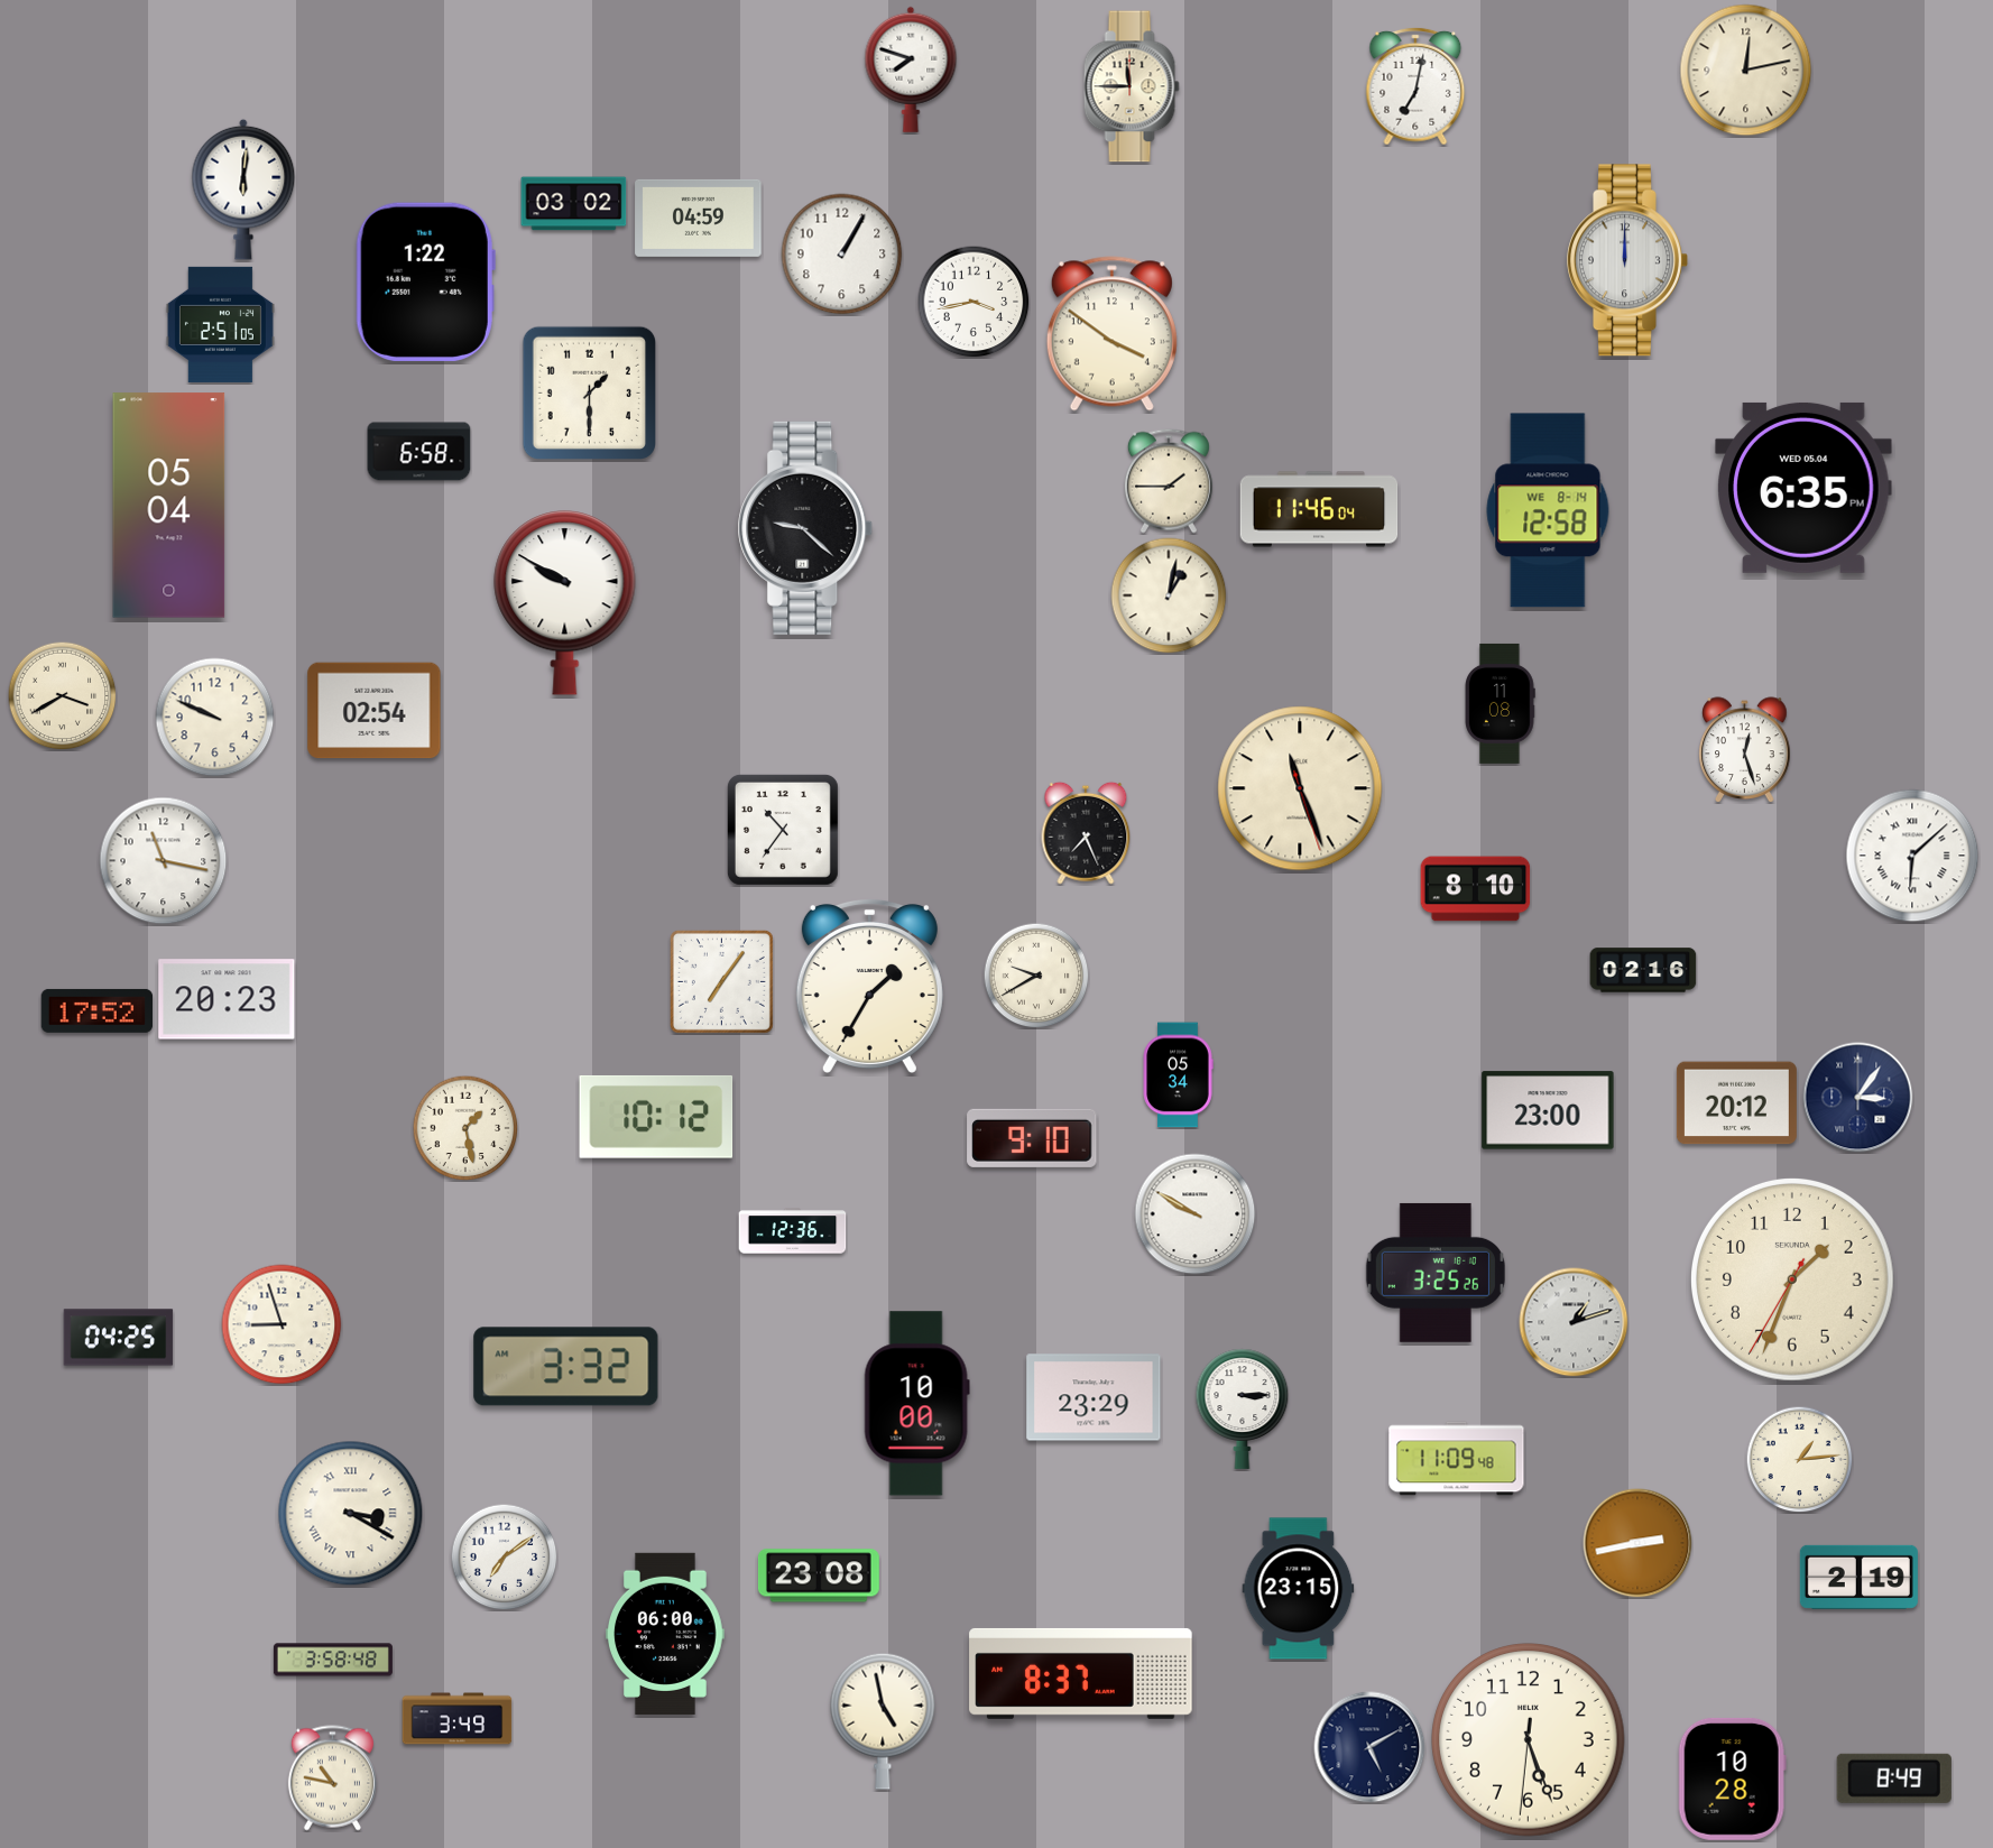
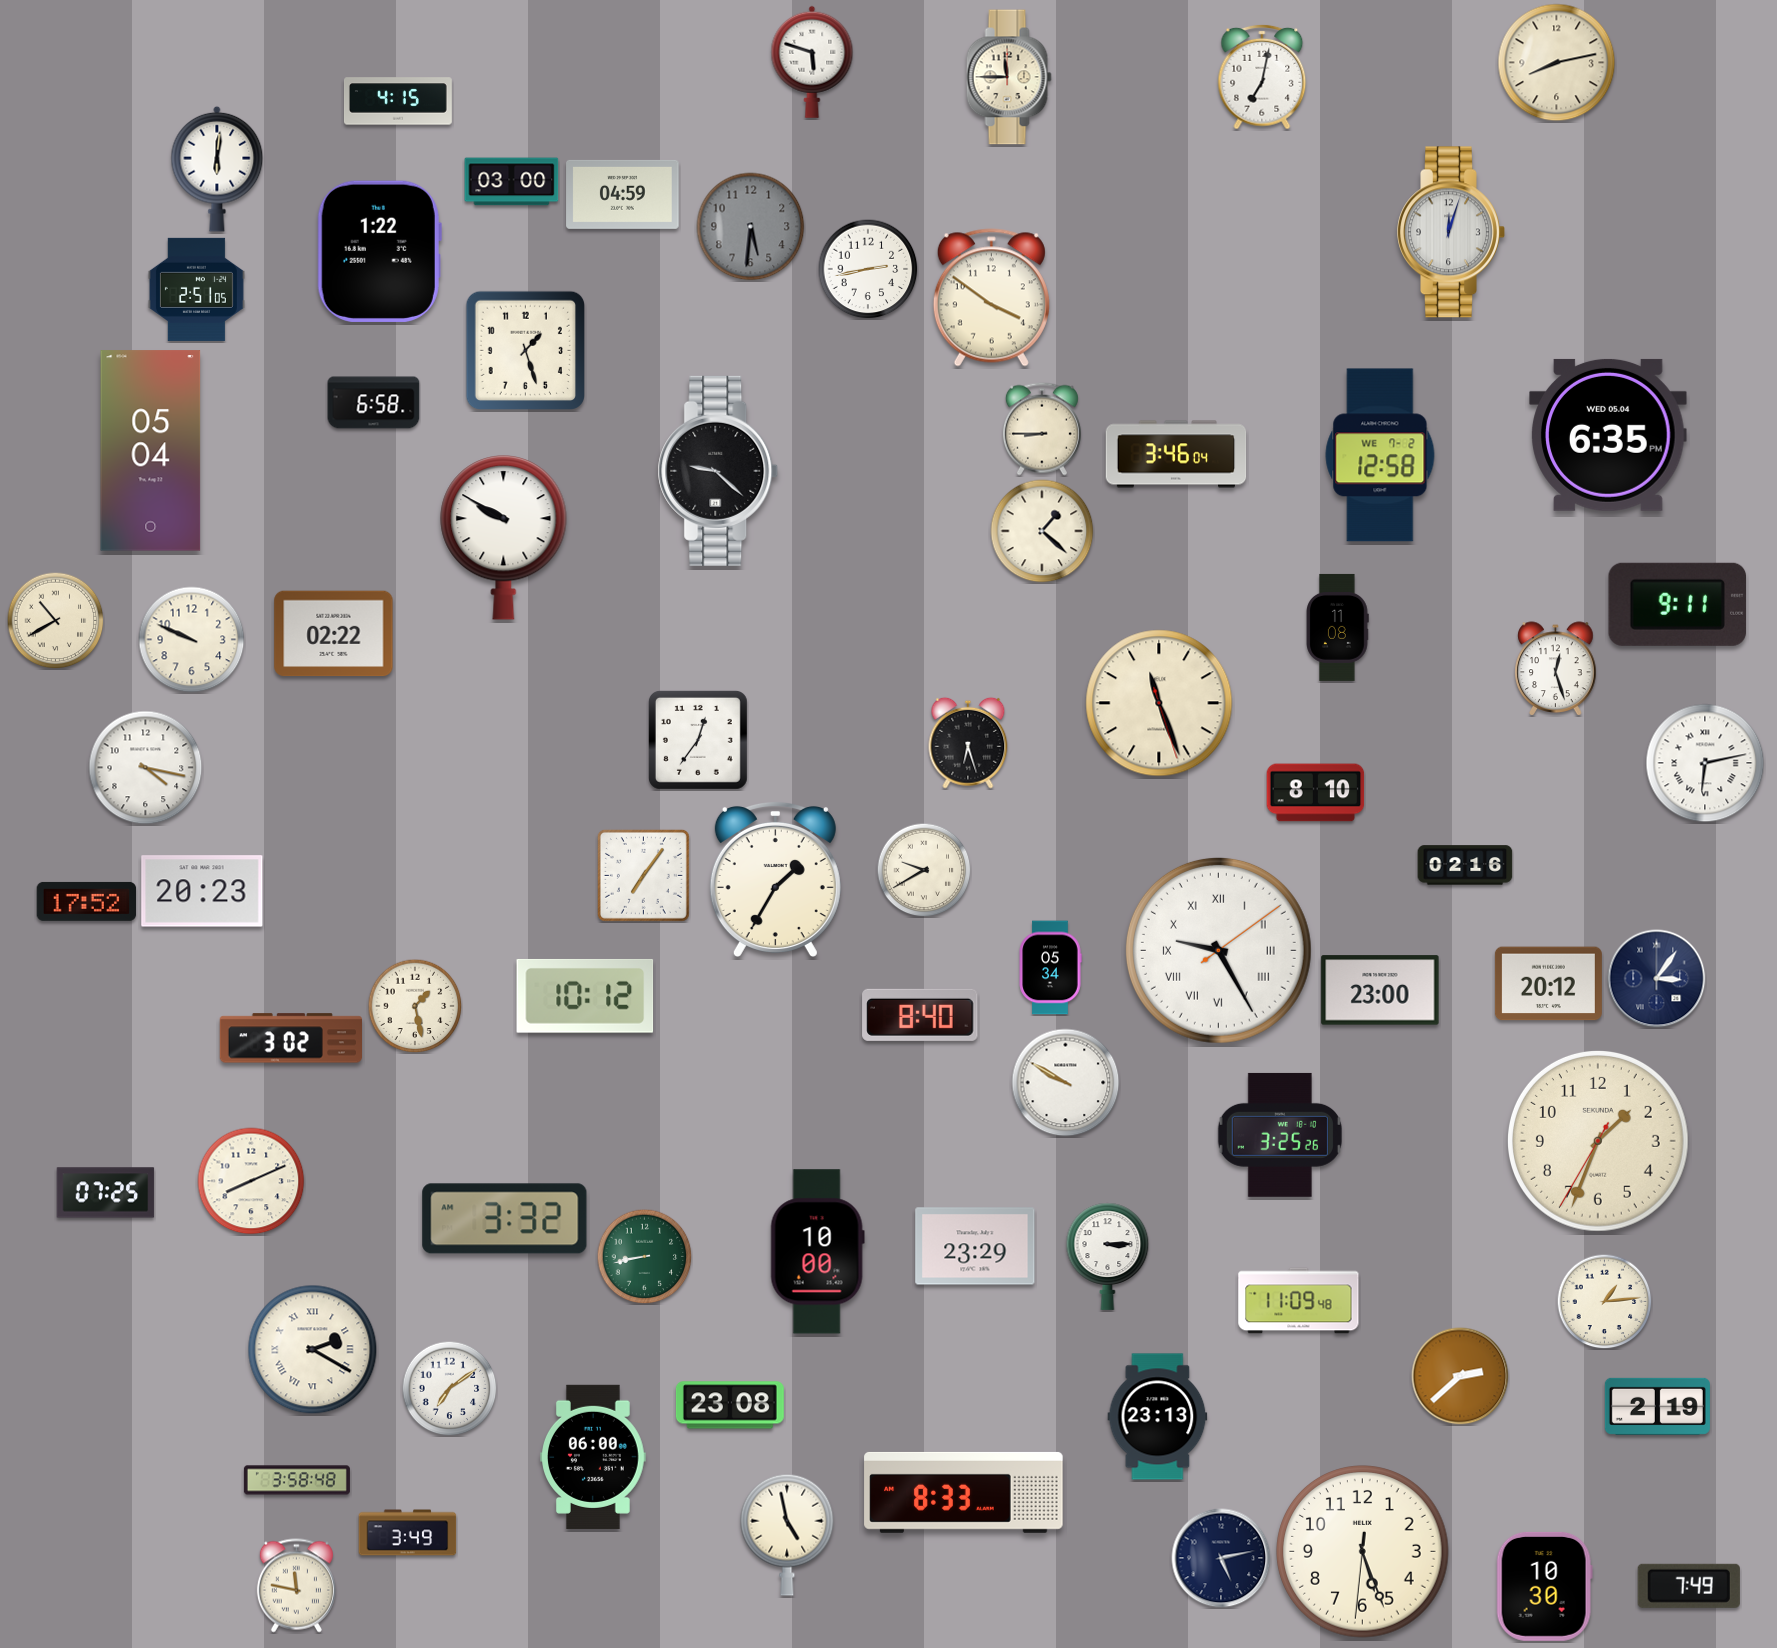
clock at (911, 70): 7:48 -> 5:48
clock at (1746, 71): 12:13 -> 8:13
clock at (398, 101): none -> 4:15
clock at (574, 204): 03:02 -> 03:00
clock at (842, 255): 1:05 -> 5:31
clock at (842, 255) dial: white -> grey
clock at (1627, 260): 12:00 -> 12:03
clock at (974, 302): 3:43 -> 2:43
clock at (589, 392): 1:30 -> 1:27
clock at (1169, 481): 1:45 -> 8:45
clock at (1319, 509): 11:46 -> 3:46
clock at (1548, 510) date: WE 8-14 -> WE 7-2
clock at (1169, 595): 1:02 -> 1:22
clock at (1677, 604): none -> 9:11
clock at (62, 695): 3:40 -> 10:40
clock at (375, 711): 02:54 -> 02:22
clock at (783, 830): 10:36 -> 12:36
clock at (1086, 833): 7:26 -> 6:27
clock at (1912, 856): 6:08 -> 6:13
clock at (164, 861): 11:17 -> 4:17
clock at (1218, 950): none -> 9:25
clock at (1178, 1075) position: (1178, 1075) -> (1050, 968)
clock at (1032, 1138): 9:10 -> 8:40
clock at (290, 1038): none -> 3:02
clock at (793, 1231): 12:36 -> none
clock at (1574, 1322): 1:12 -> none
clock at (282, 1324): 8:57 -> 8:11
clock at (119, 1338): 04:25 -> 07:25
clock at (644, 1256): none -> 8:43
clock at (351, 1514): 3:20 -> 2:20
clock at (1637, 1543): 2:43 -> 2:38
clock at (1299, 1589): 23:15 -> 23:13
clock at (1081, 1673): 8:37 -> 8:33
clock at (1369, 1747): 5:10 -> 5:13
clock at (332, 1778): 10:47 -> 11:47
clock at (1732, 1778): 10:28 -> 10:30
clock at (1894, 1778): 8:49 -> 7:49
